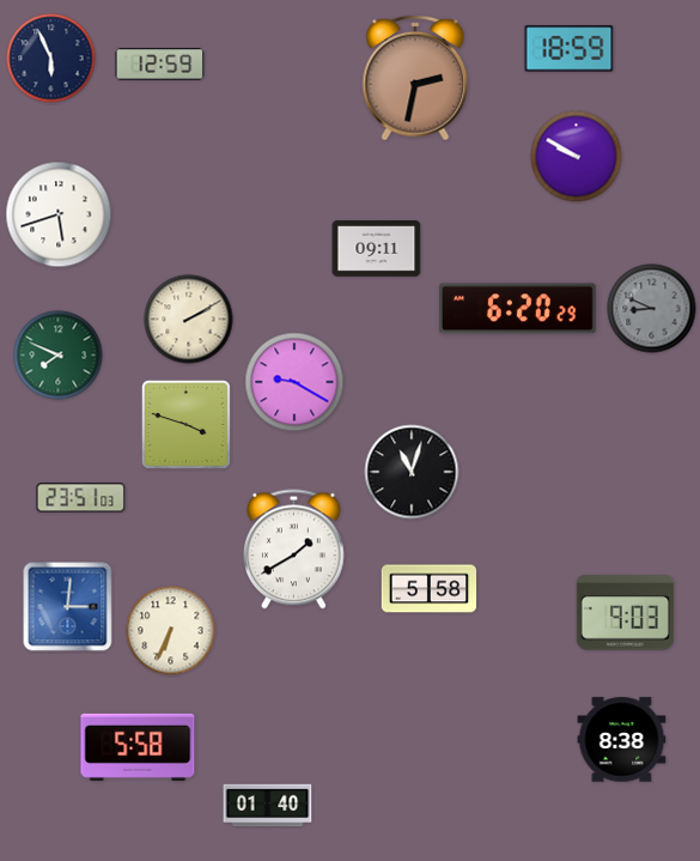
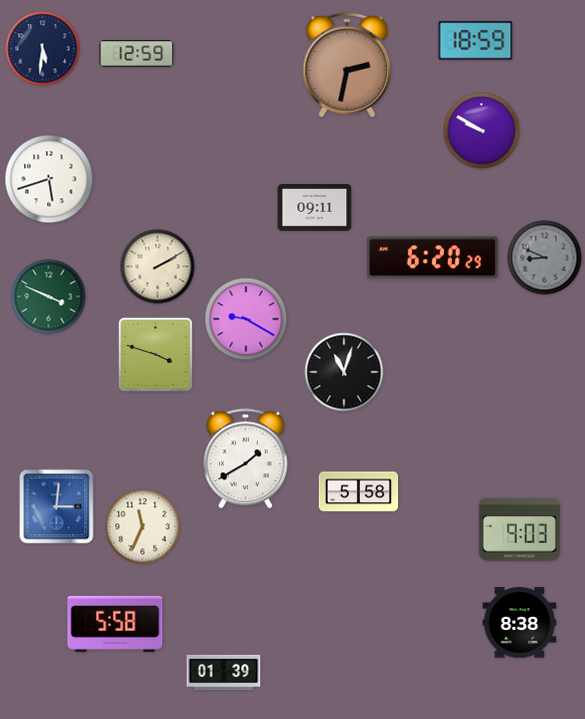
clock at (51, 59): 5:56 -> 5:31
clock at (160, 65) position: (160, 65) -> (137, 54)
clock at (59, 356): 7:49 -> 3:49
clock at (412, 472) position: (412, 472) -> (344, 372)
clock at (81, 498): 23:51 -> none
clock at (625, 613) position: (625, 613) -> (519, 530)
clock at (171, 631): 6:34 -> 11:34
clock at (622, 740) position: (622, 740) -> (520, 623)
clock at (268, 806): 01:40 -> 01:39
